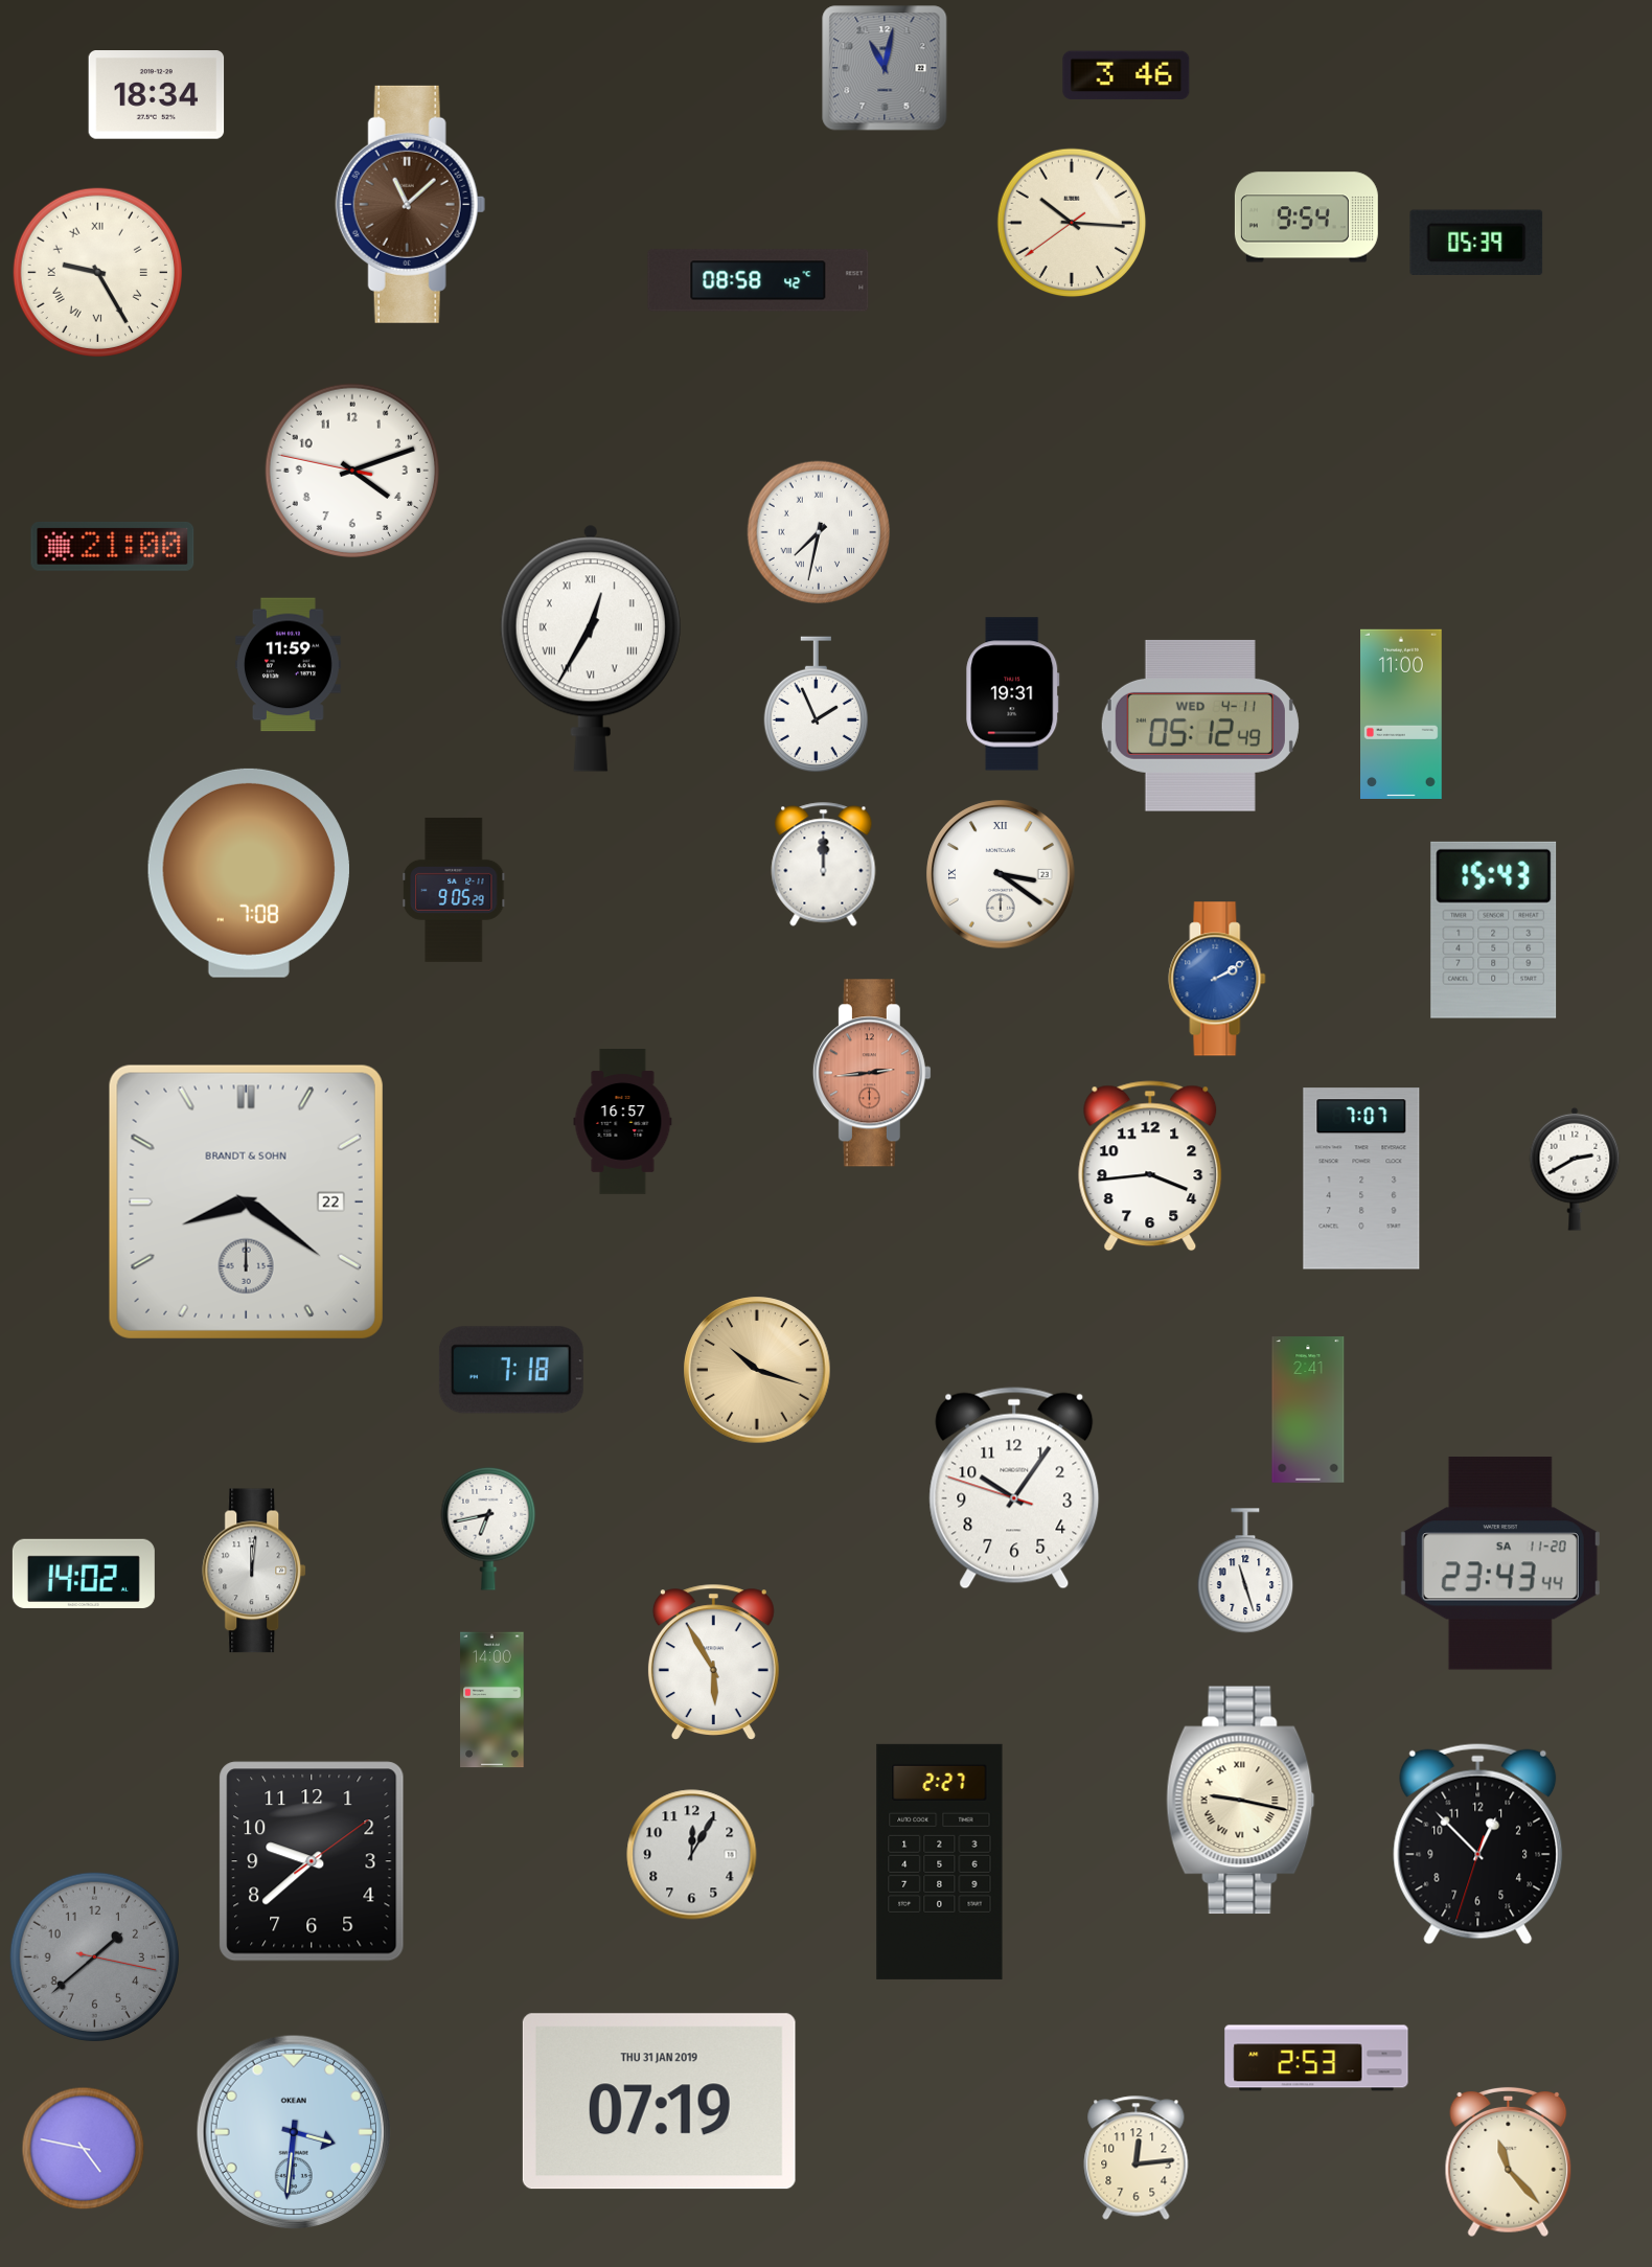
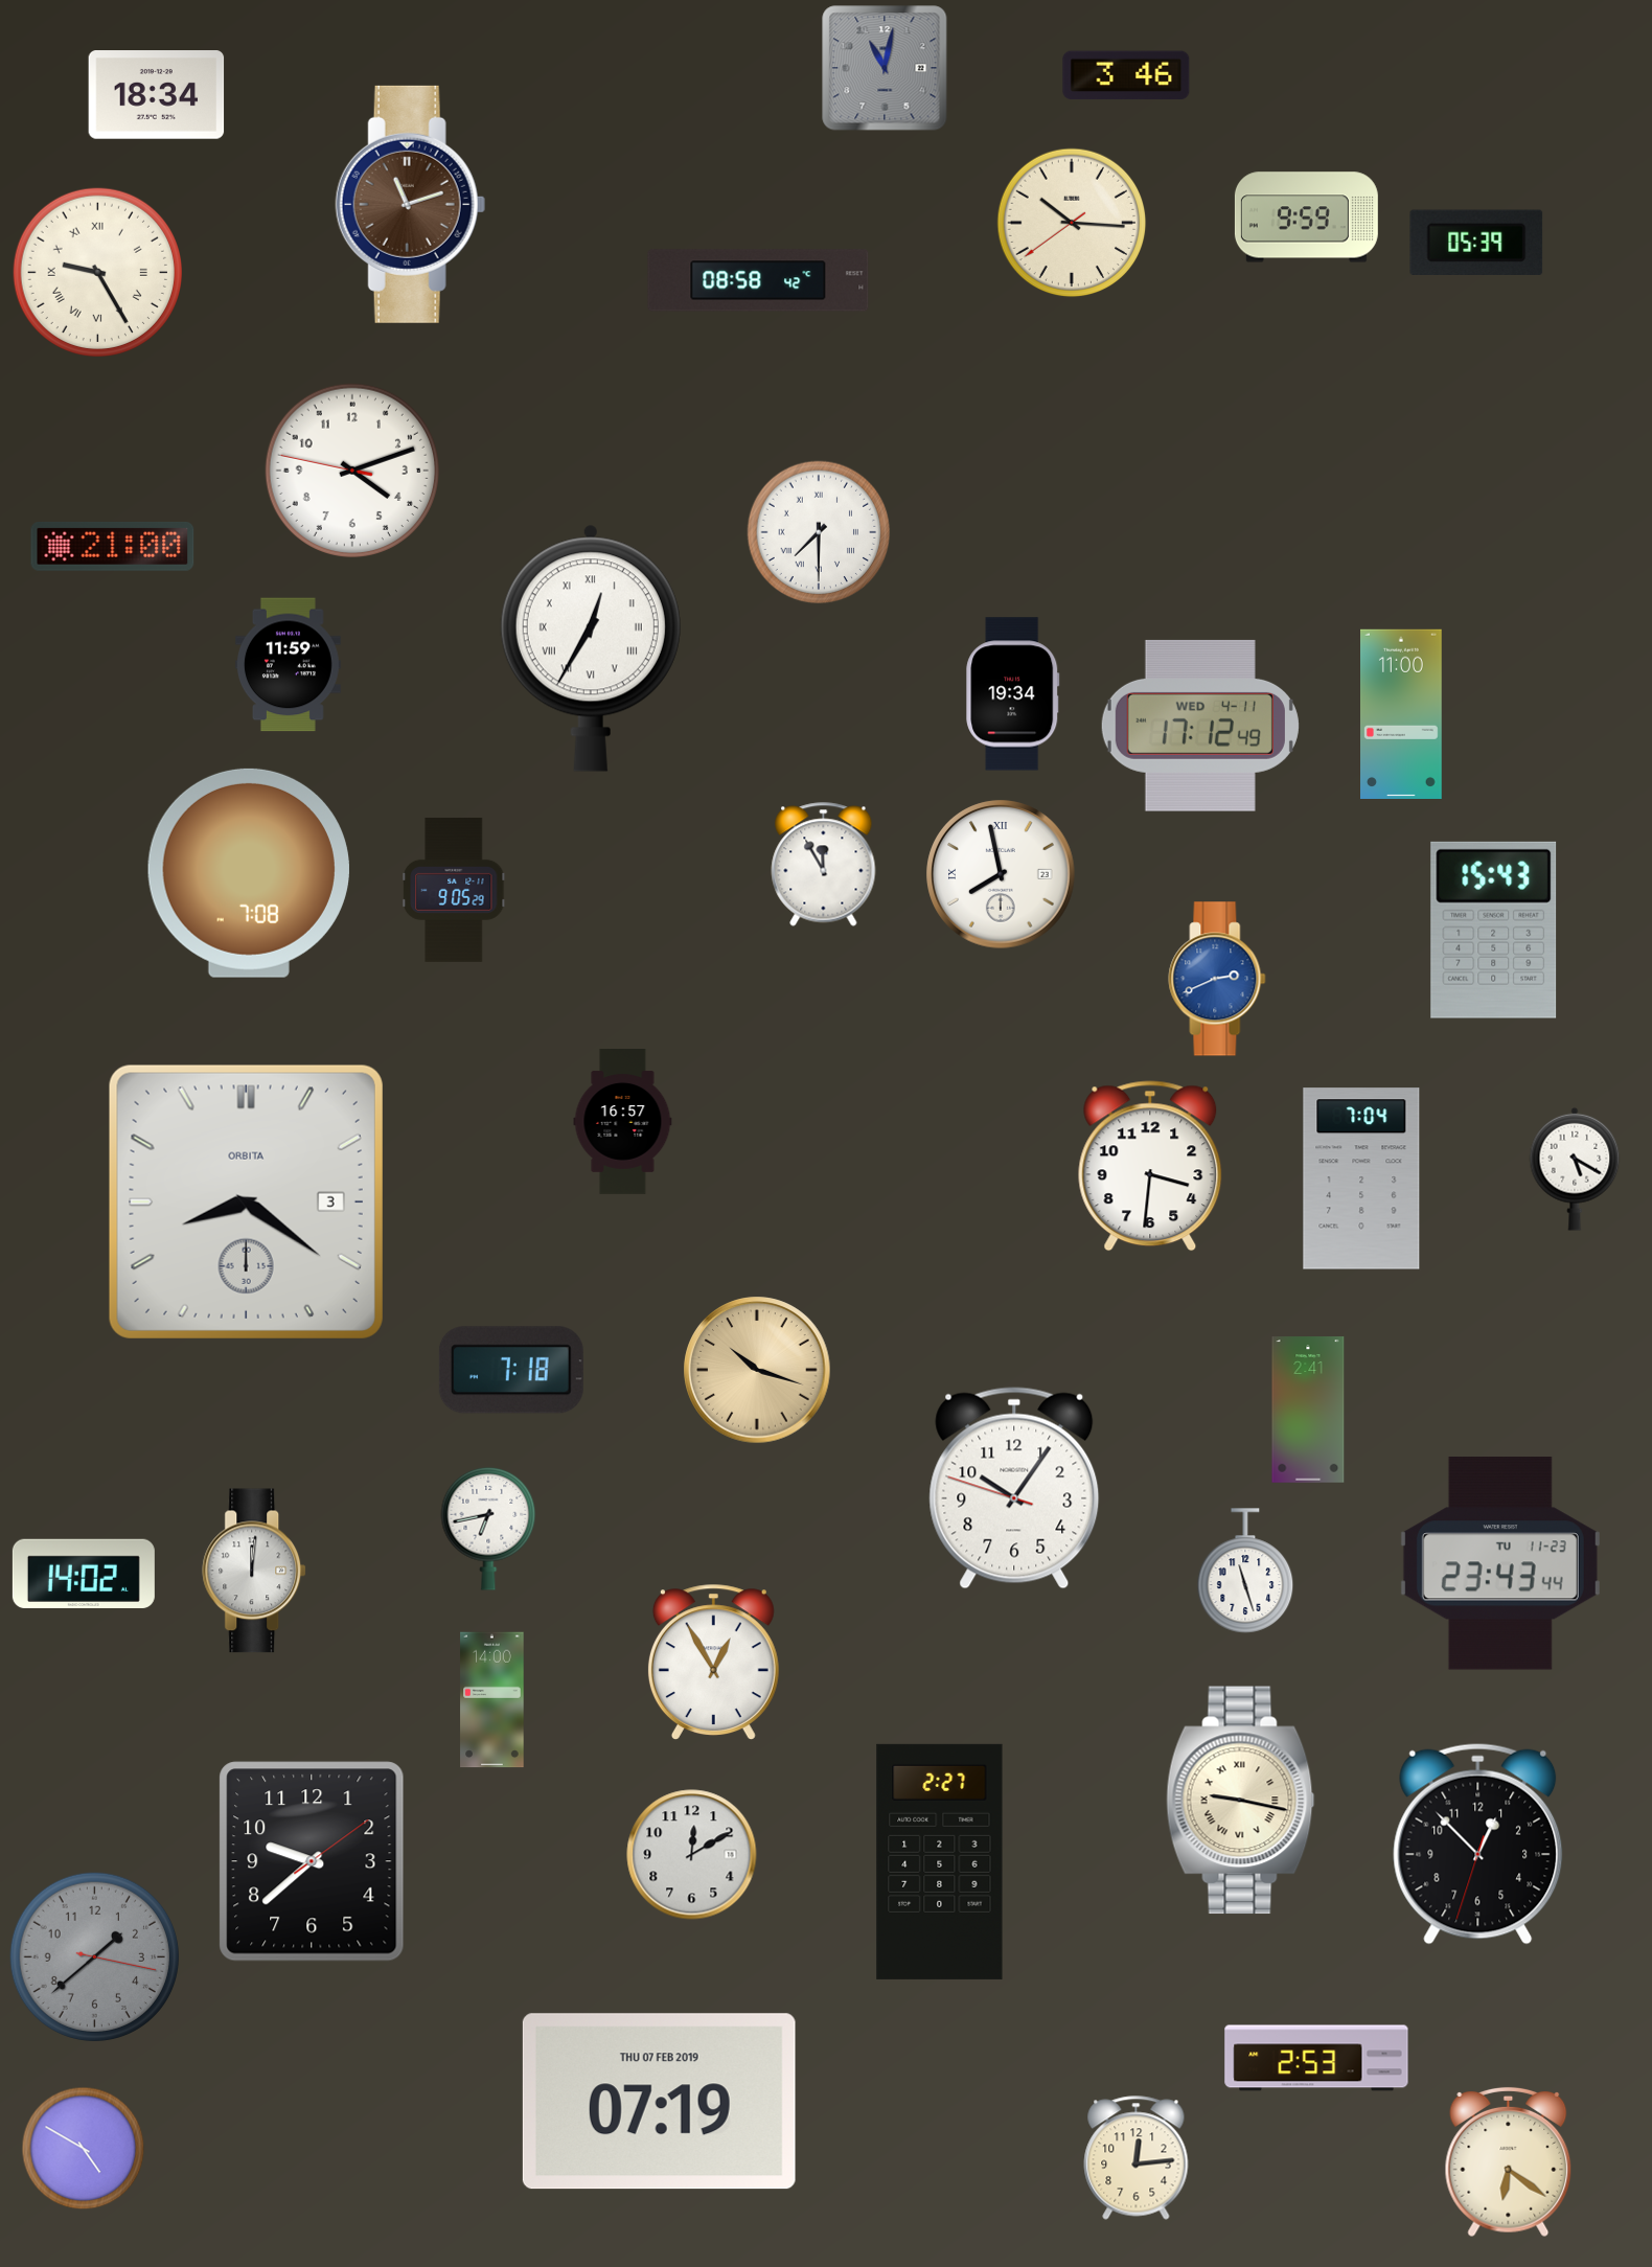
clock at (410, 204): 11:08 -> 11:12
clock at (1306, 217): 9:54 -> 9:59
clock at (819, 532): 7:32 -> 7:30
clock at (1013, 694): 19:31 -> 19:34
clock at (817, 705): 1:56 -> none
clock at (1200, 726): 05:12 -> 17:12
clock at (824, 865): 12:00 -> 11:55
clock at (1001, 874): 3:21 -> 7:58
clock at (1217, 979): 2:10 -> 2:41
clock at (872, 1073): 2:44 -> none
clock at (1150, 1166): 3:44 -> 3:31
clock at (1575, 1169): 2:40 -> 5:20
clock at (1361, 1178): 7:07 -> 7:04
clock at (246, 1201) date: 22 -> 3
clock at (246, 1201) brand: BRANDT & SOHN -> ORBITA
clock at (1500, 1563) date: SA 11-20 -> TU 11-23
clock at (713, 1662): 5:55 -> 12:55
clock at (692, 1855): 12:05 -> 12:10
clock at (659, 2102) date: THU 31 JAN 2019 -> THU 07 FEB 2019
clock at (293, 2131): 3:31 -> none
clock at (84, 2149): 4:47 -> 4:50
clock at (1509, 2162): 11:23 -> 6:21
